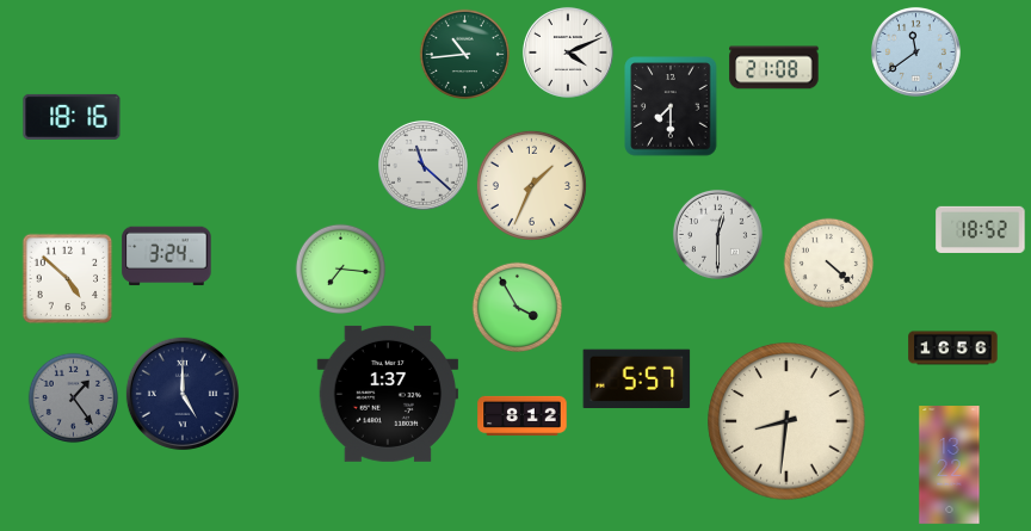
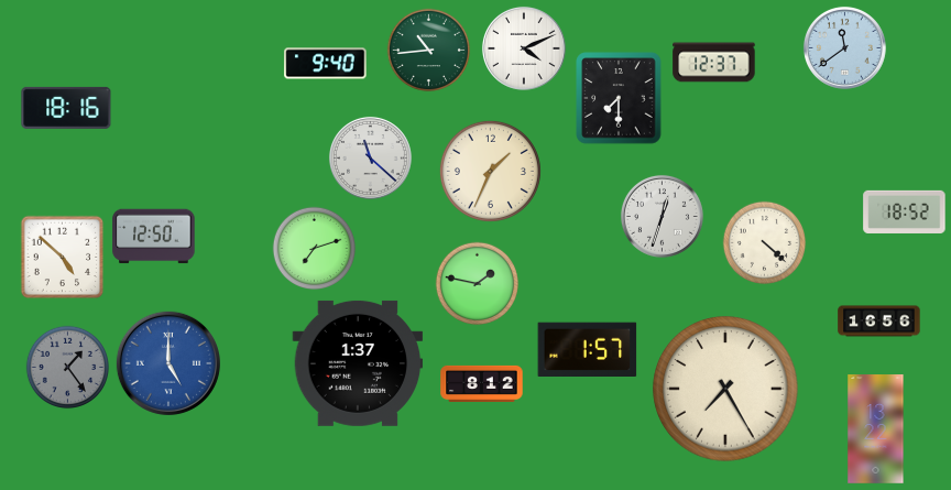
clock at (774, 68): 21:08 -> 12:37
clock at (326, 64): none -> 9:40
clock at (422, 165) position: (422, 165) -> (370, 157)
clock at (717, 234): 12:30 -> 12:33
clock at (167, 257): 3:24 -> 12:50
clock at (341, 270): 7:16 -> 7:12
clock at (518, 308): 3:55 -> 1:47
clock at (637, 379): 5:57 -> 1:57
clock at (183, 394) dial: navy -> blue
clock at (786, 421): 8:31 -> 7:25
